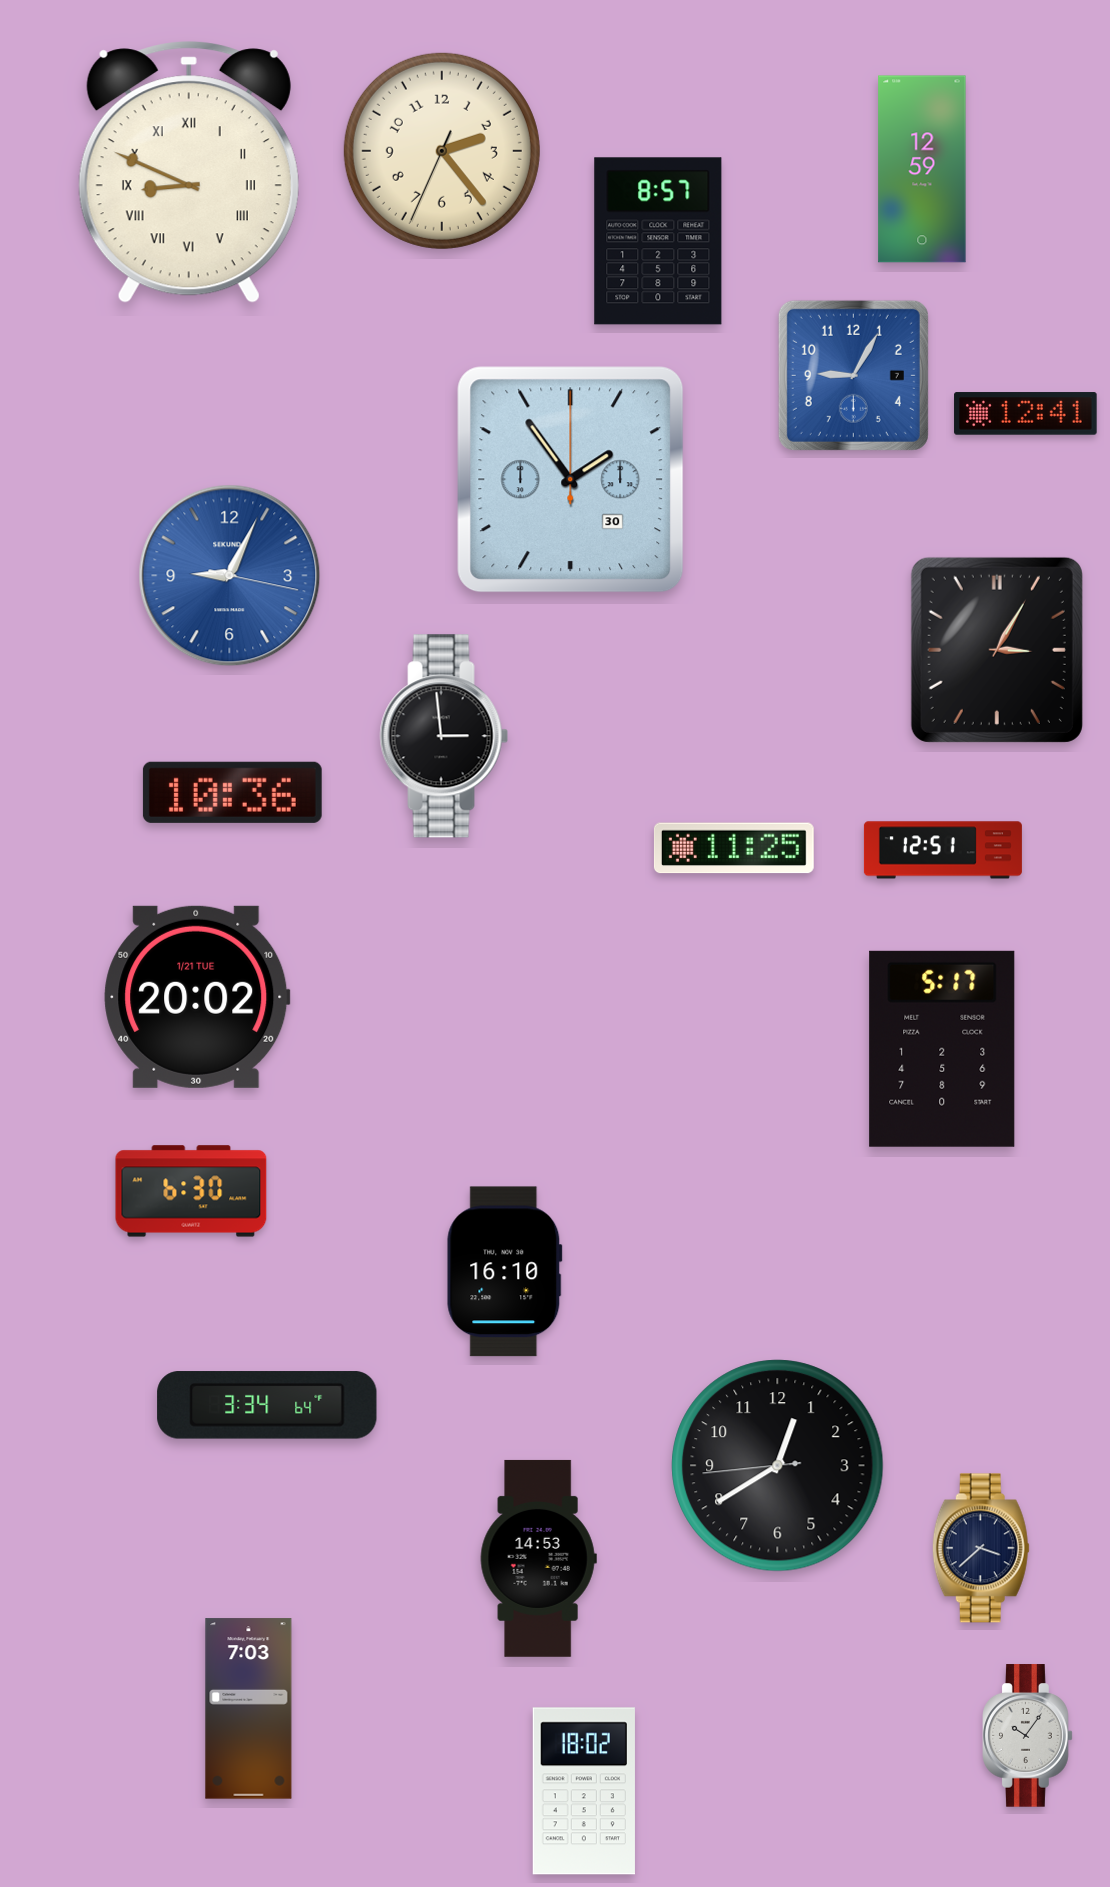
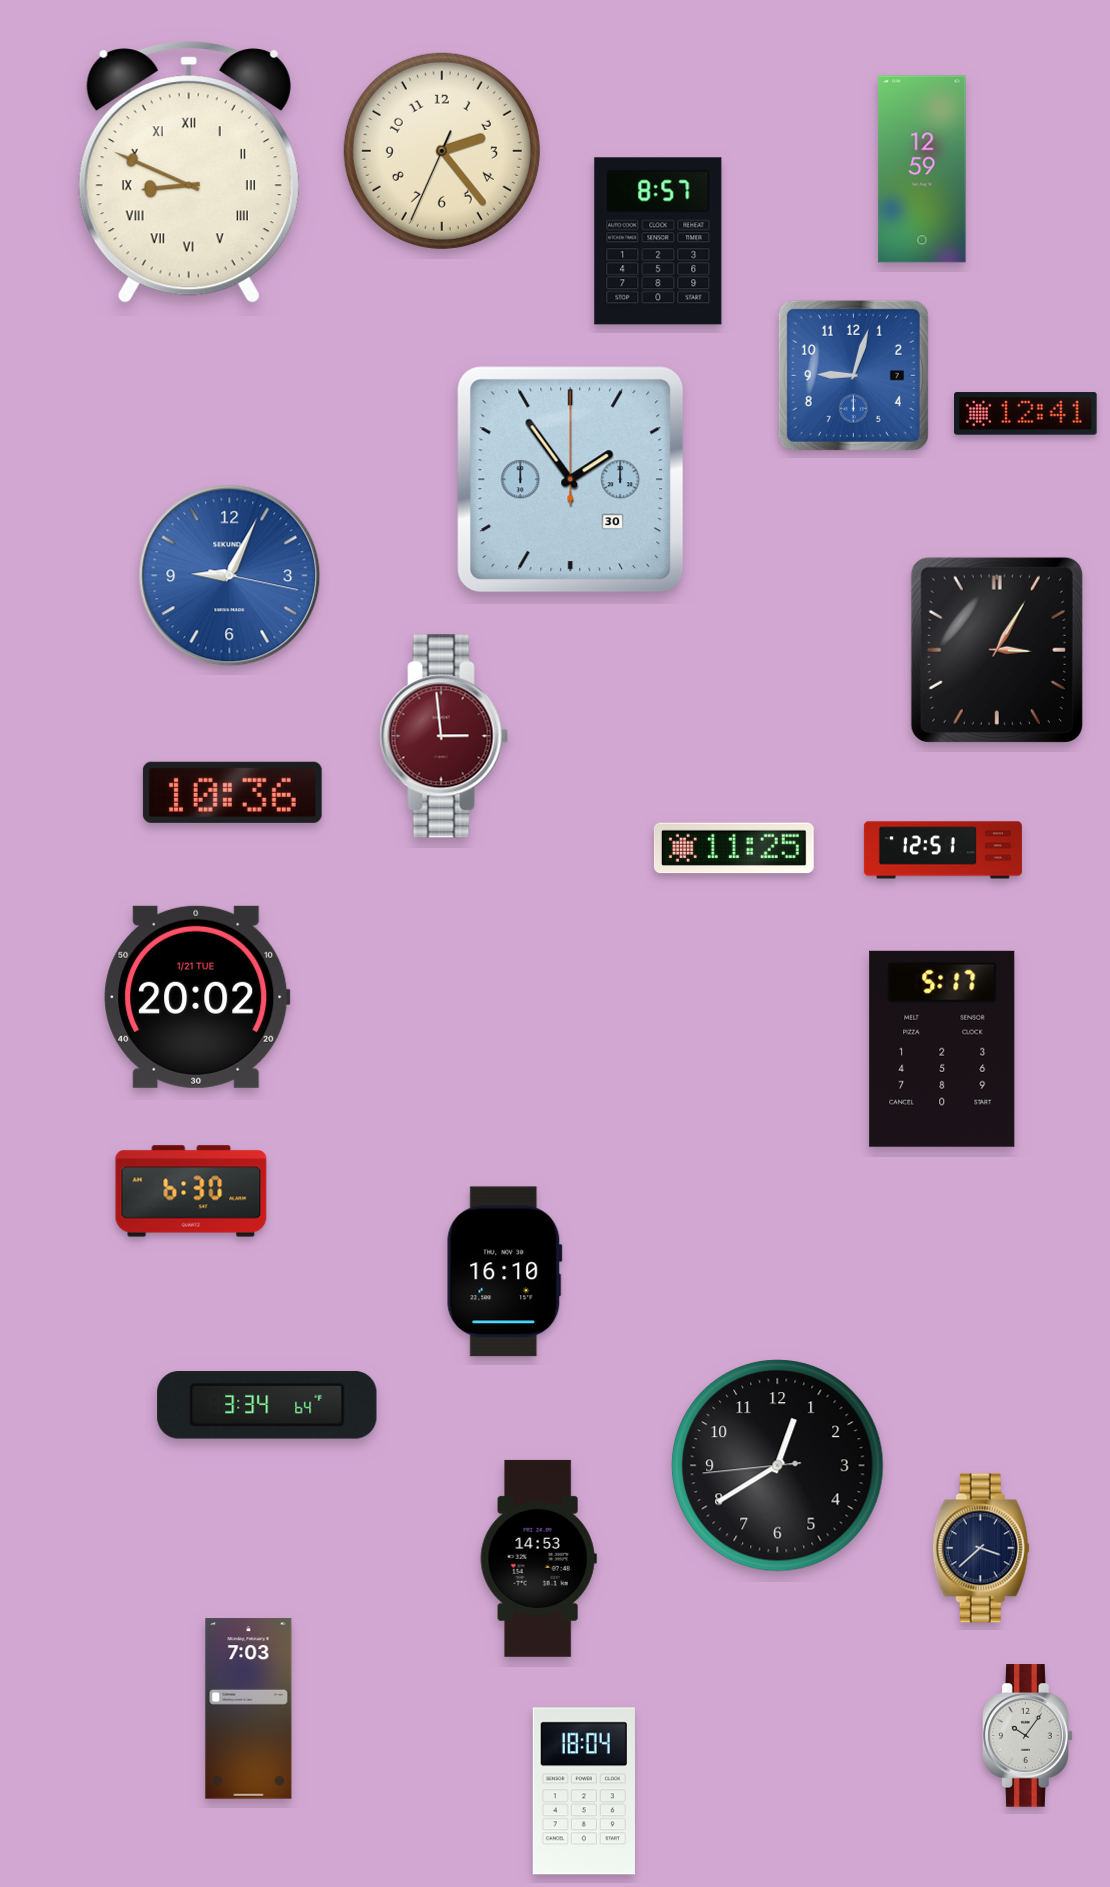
clock at (853, 375): 9:05 -> 9:03
clock at (444, 736) dial: black -> burgundy
clock at (584, 1791): 18:02 -> 18:04
